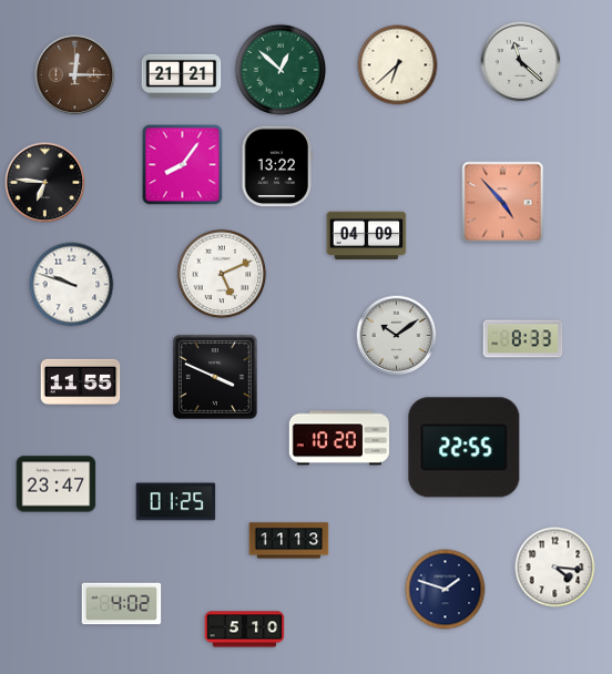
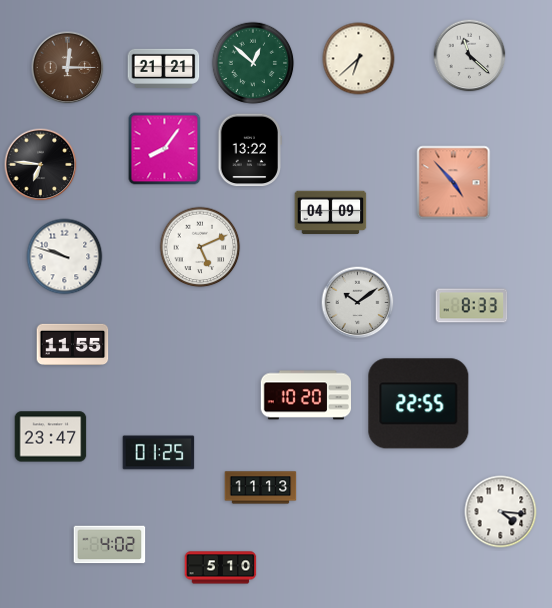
clock at (215, 377): 3:49 -> none
clock at (446, 590): 1:48 -> none
